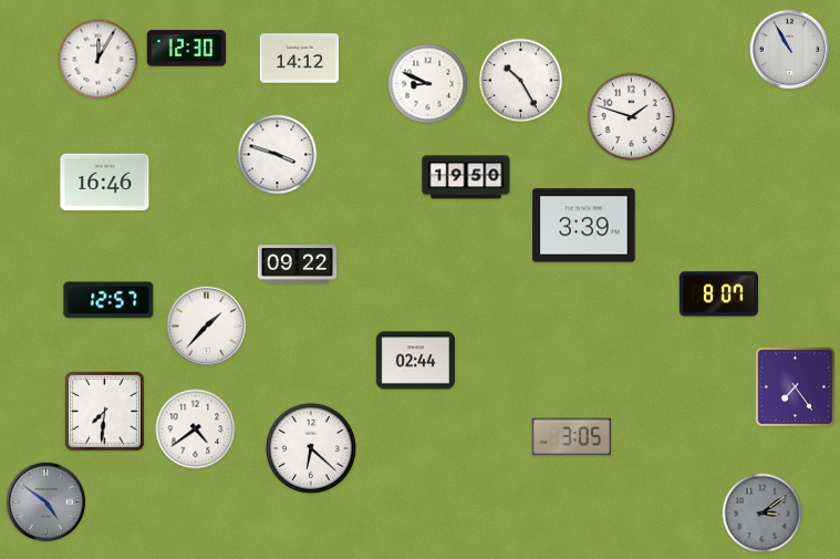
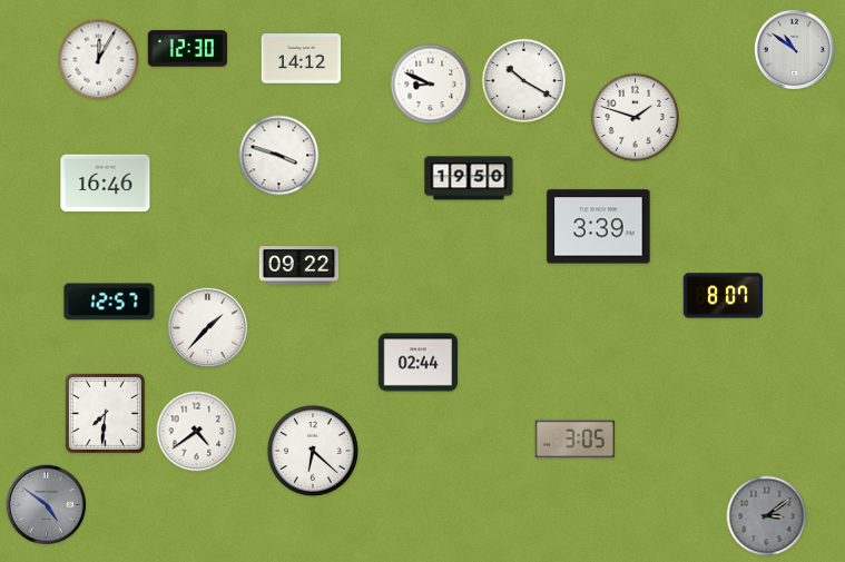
clock at (790, 50): 10:55 -> 10:51
clock at (521, 81): 10:25 -> 10:20
clock at (584, 226) position: (584, 226) -> (599, 227)
clock at (796, 387): 7:24 -> none
